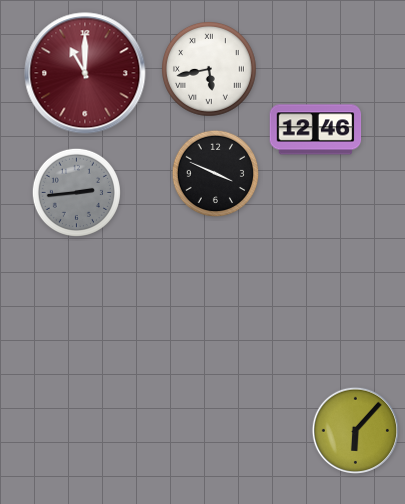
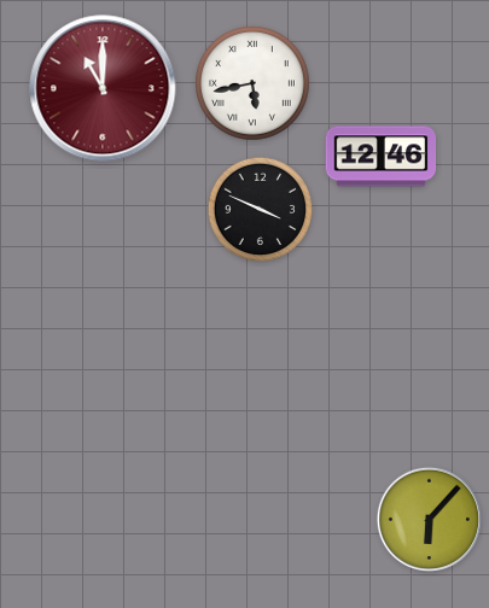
clock at (76, 192): 2:44 -> none
